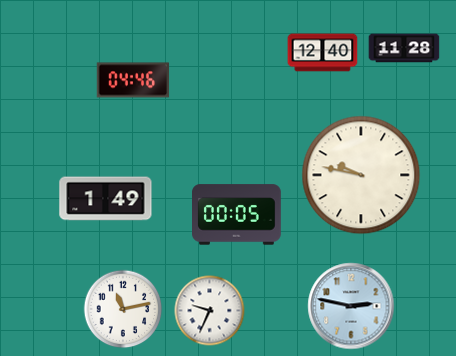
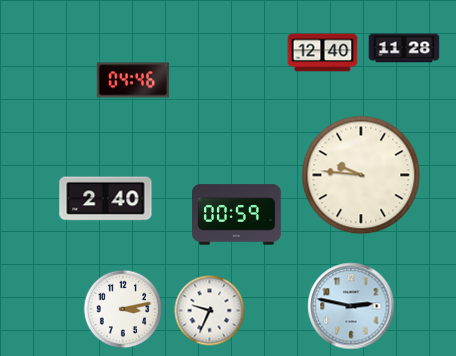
clock at (361, 175): 9:47 -> 9:46
clock at (106, 199): 1:49 -> 2:40
clock at (237, 215): 00:05 -> 00:59
clock at (123, 309): 11:13 -> 3:13
